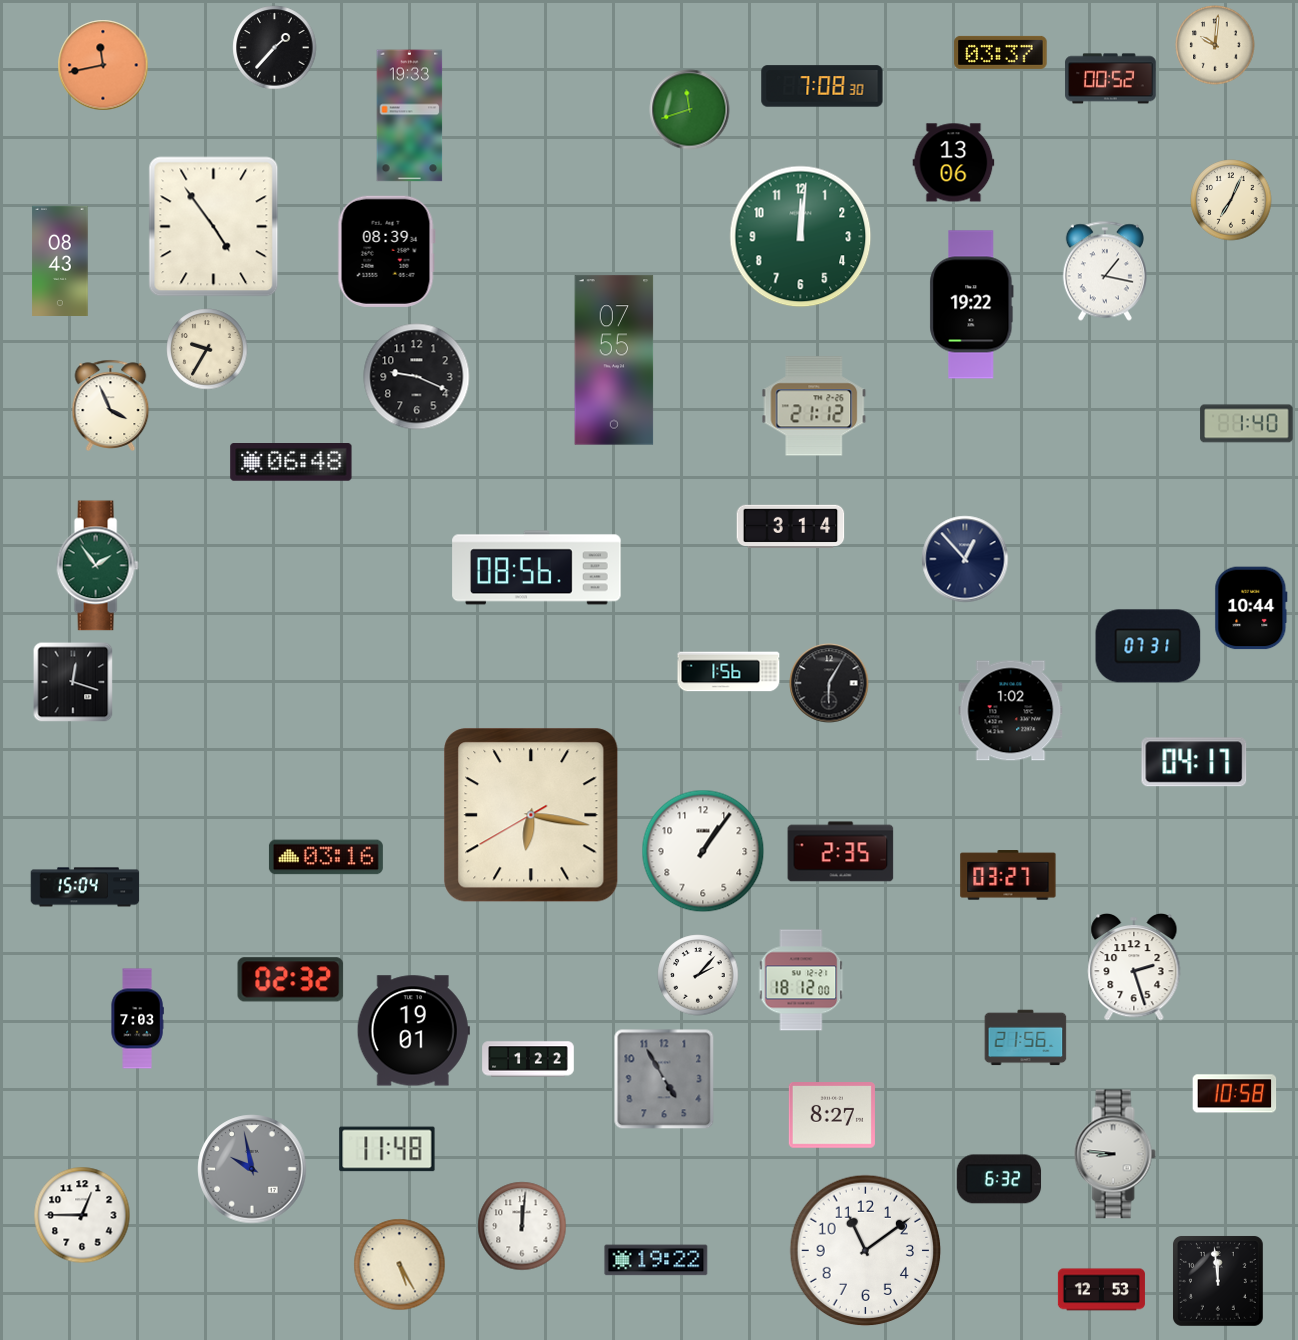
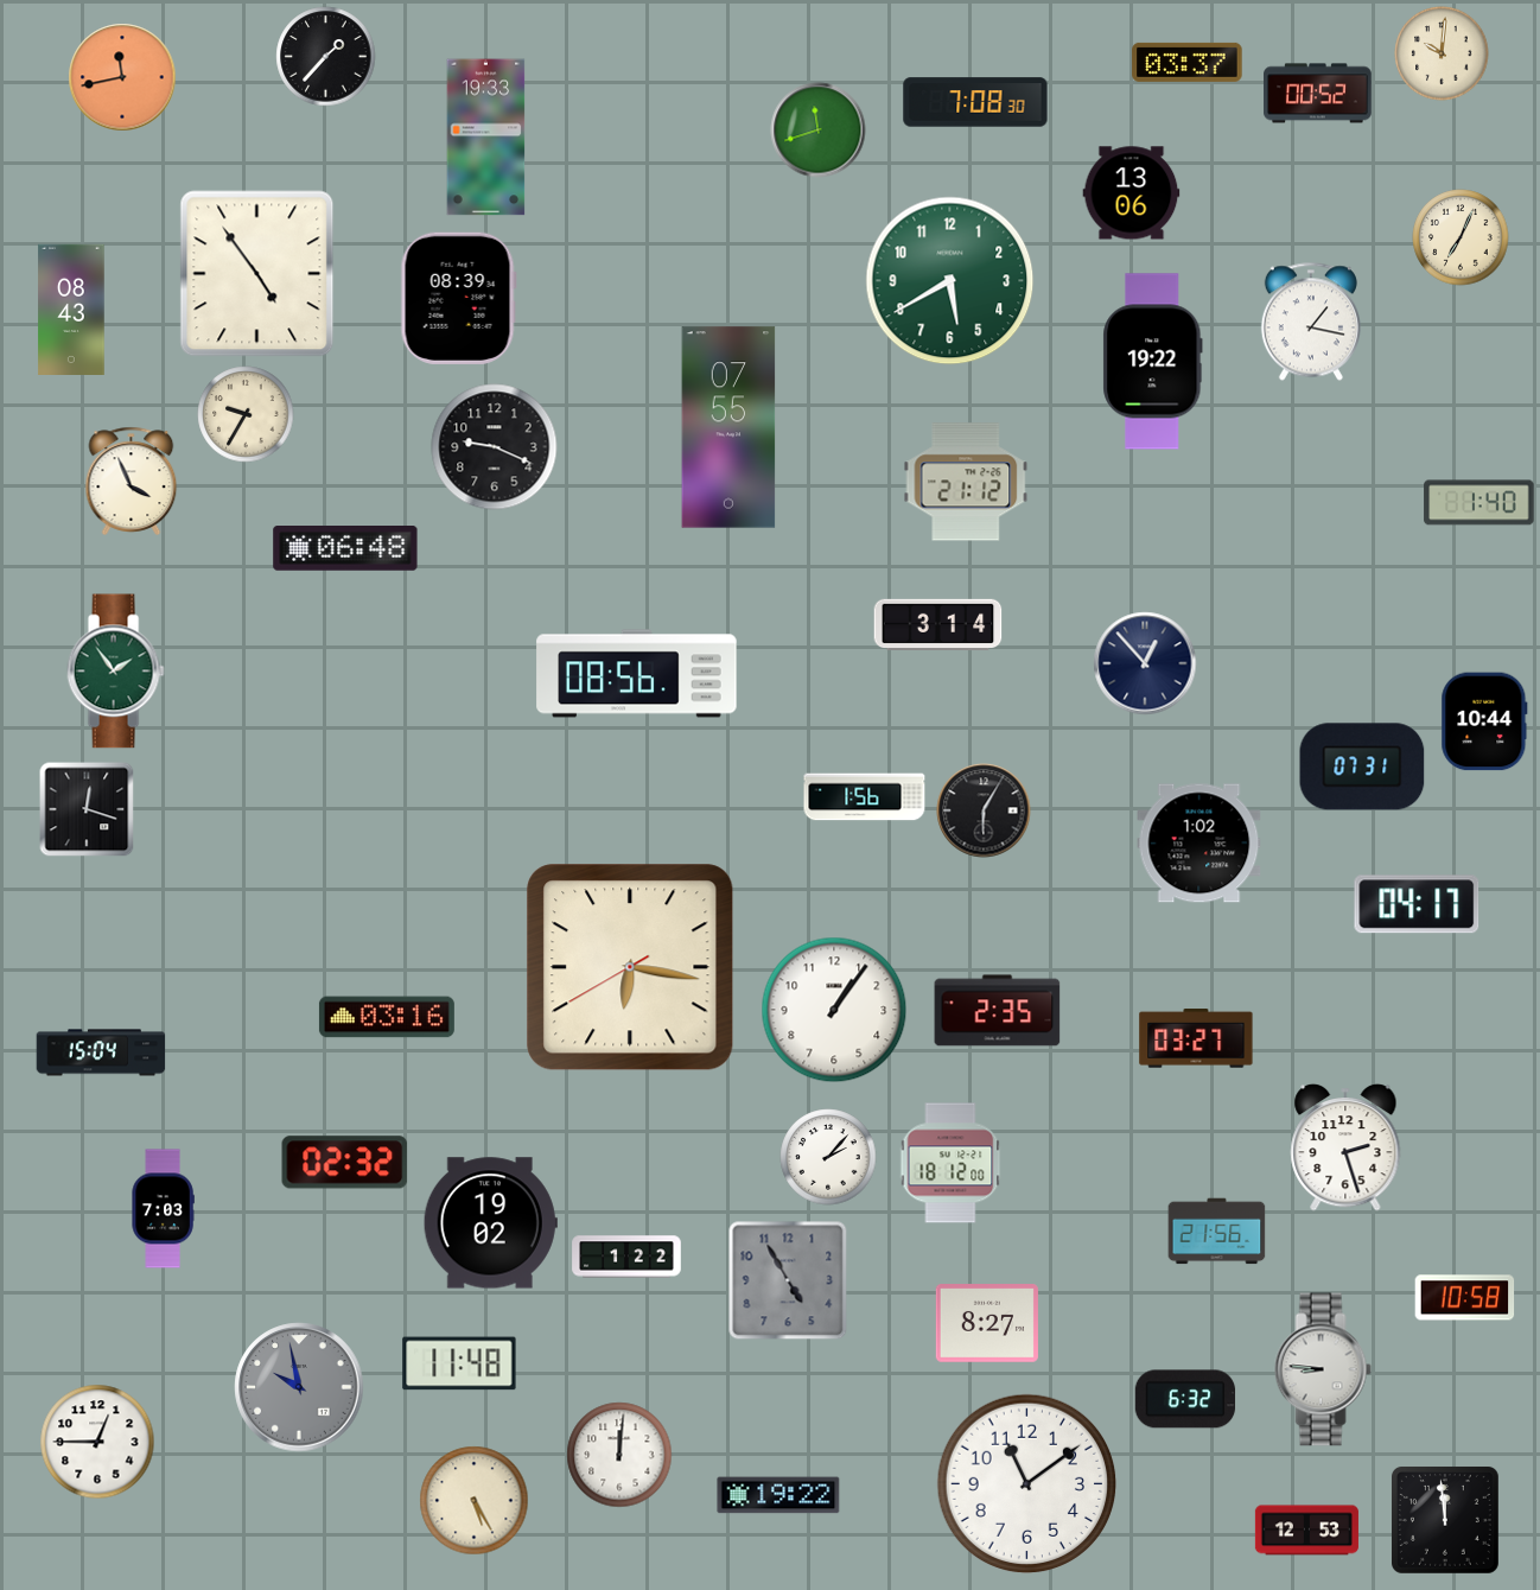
clock at (214, 227) position: (214, 227) -> (257, 274)
clock at (801, 237): 12:01 -> 5:40
clock at (413, 1031): 19:01 -> 19:02
